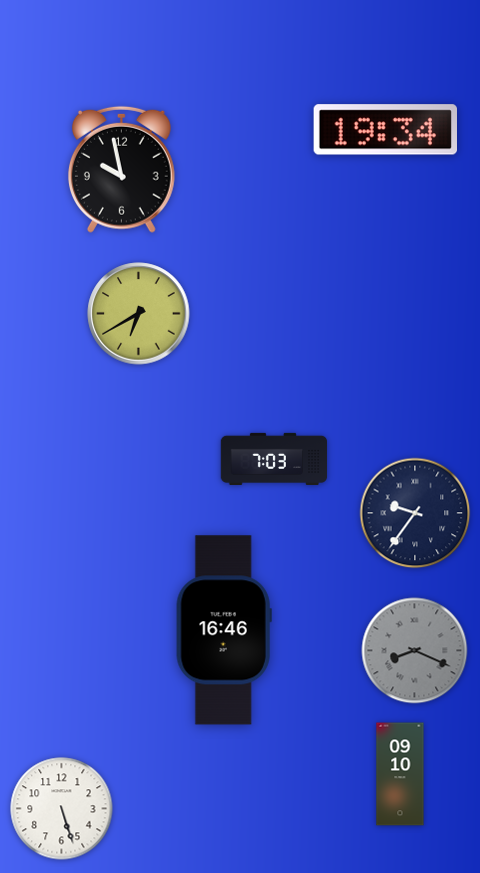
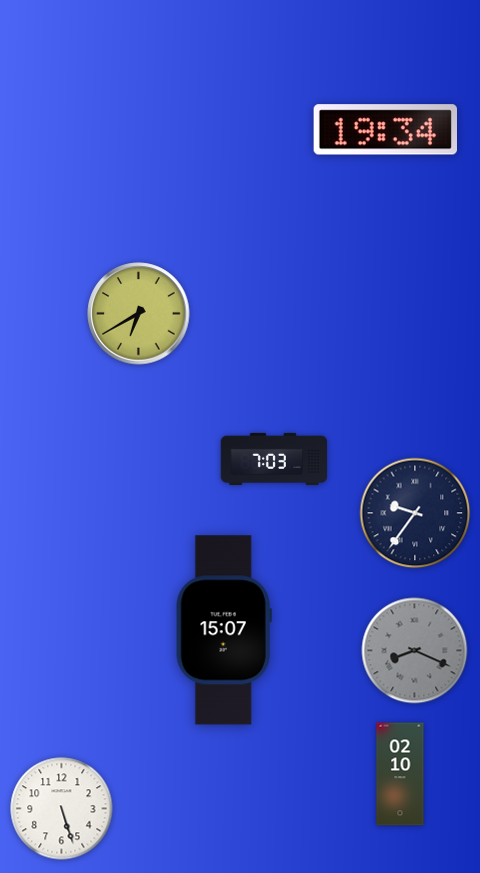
clock at (121, 169): 9:58 -> none
clock at (224, 630): 16:46 -> 15:07
clock at (400, 774): 09:10 -> 02:10
